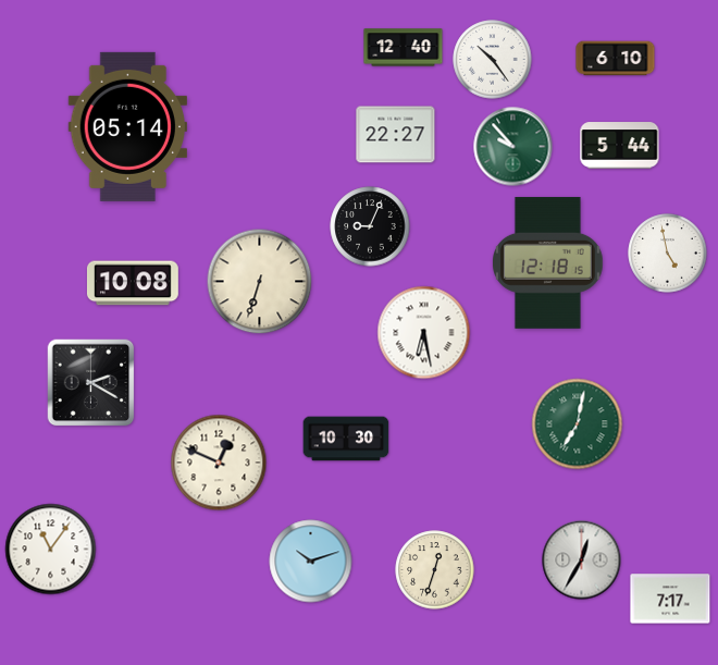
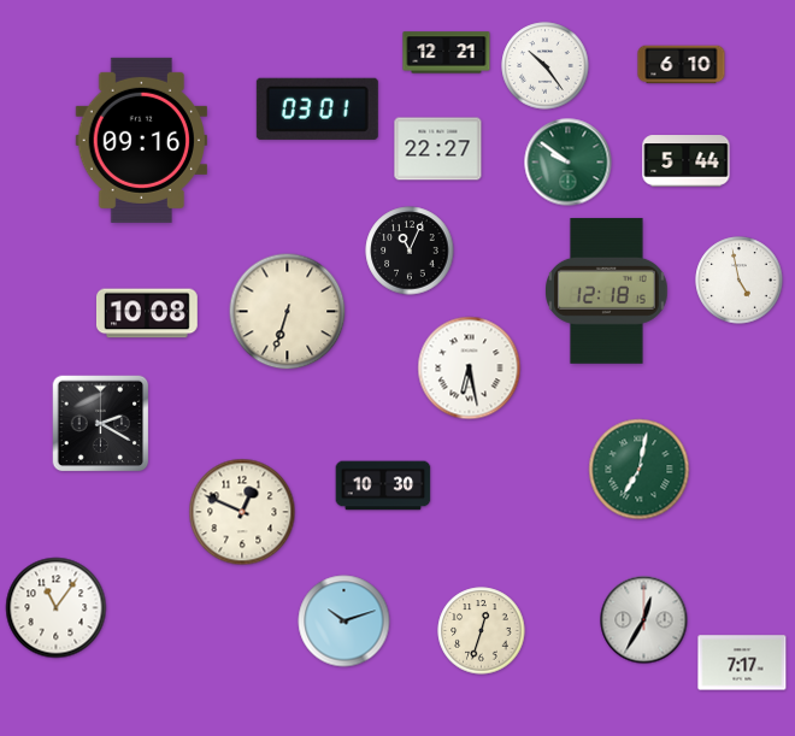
clock at (404, 48): 12:40 -> 12:21
clock at (317, 108): none -> 03:01
clock at (127, 126): 05:14 -> 09:16
clock at (513, 147): 9:53 -> 9:51
clock at (370, 226): 9:04 -> 11:04
